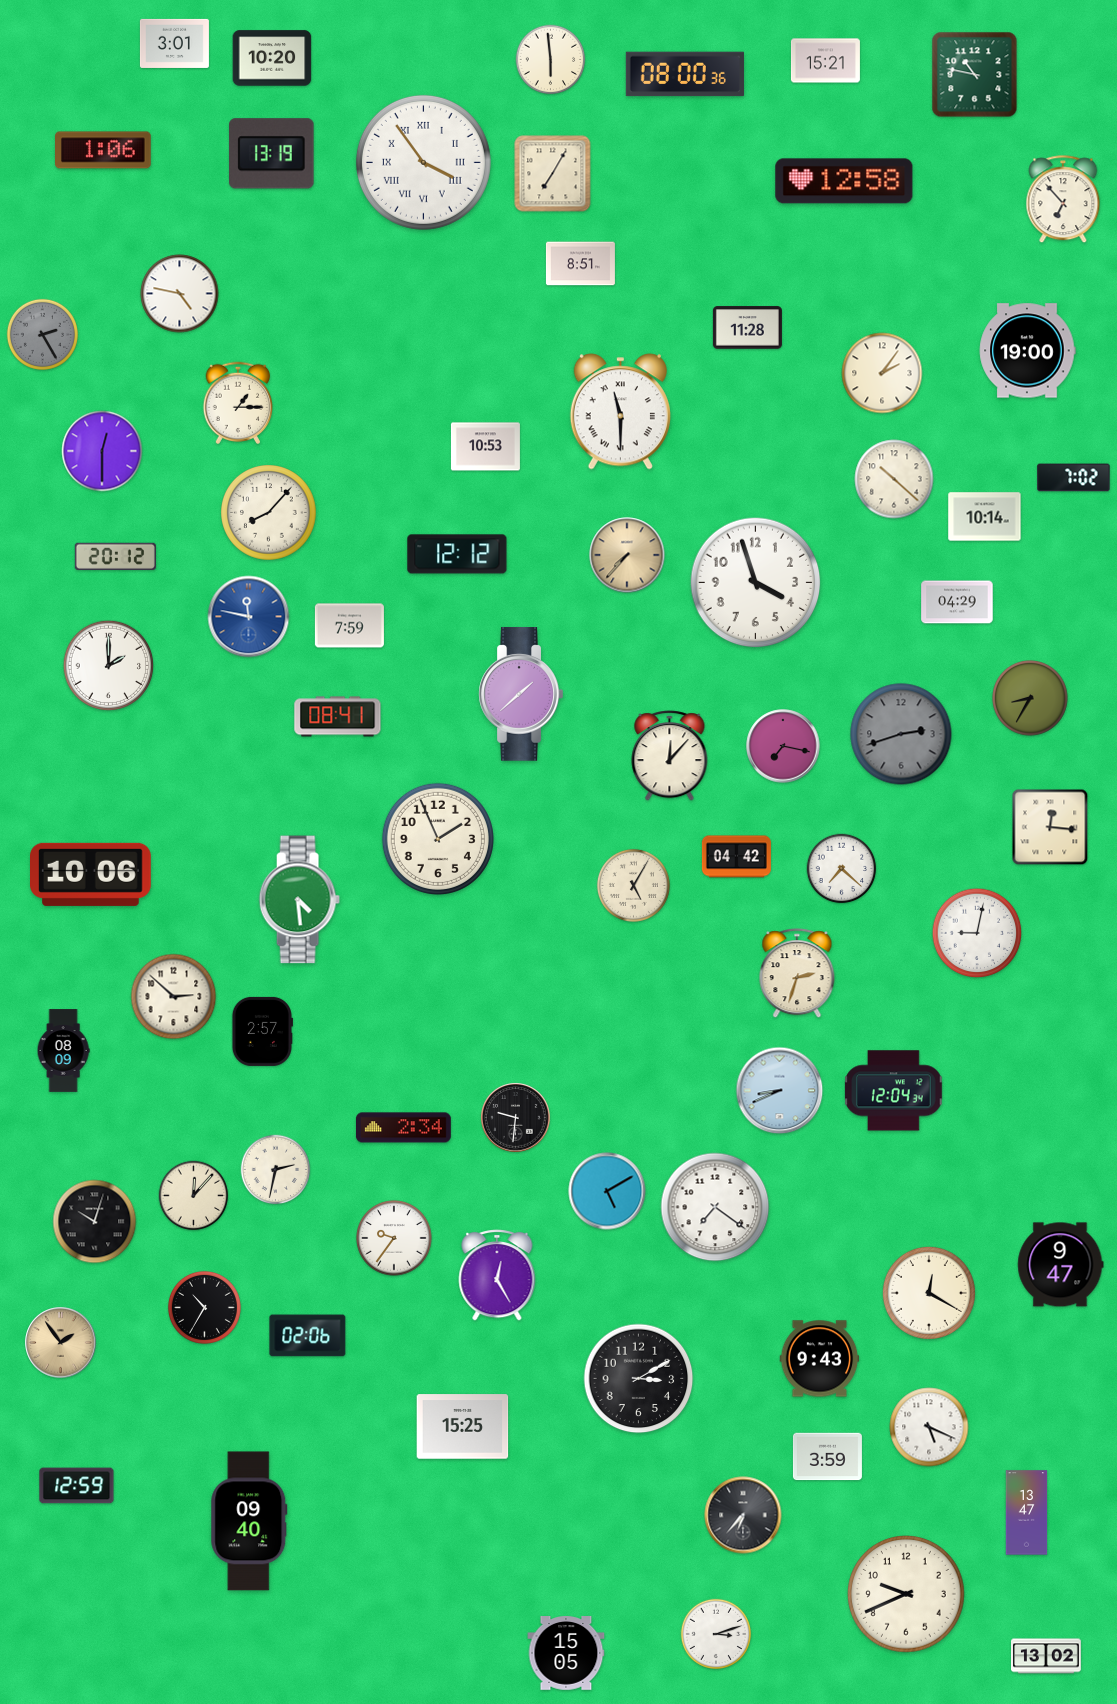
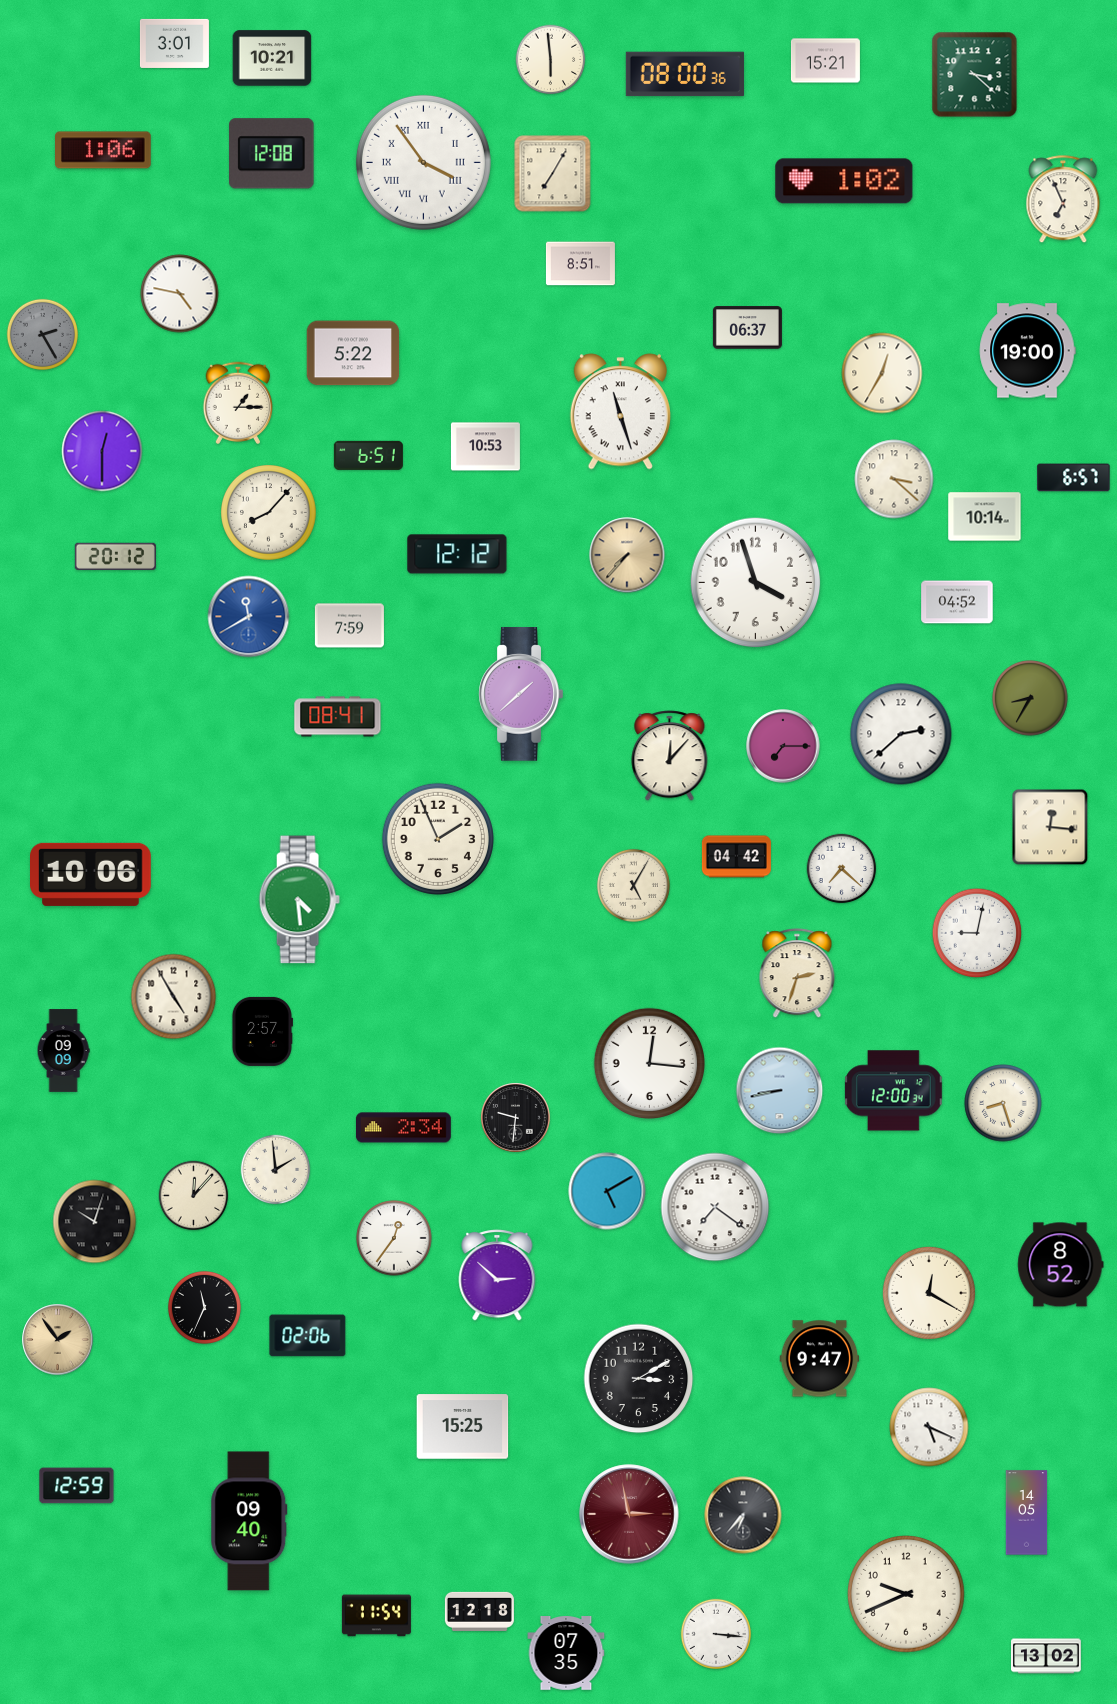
clock at (272, 58): 10:20 -> 10:21
clock at (975, 75): 10:47 -> 3:22
clock at (272, 154): 13:19 -> 12:08
clock at (844, 181): 12:58 -> 1:02
clock at (1063, 200): 6:53 -> 6:56
clock at (747, 328): 11:28 -> 06:37
clock at (353, 353): none -> 5:22
clock at (882, 373): 2:06 -> 12:35
clock at (620, 412): 11:30 -> 11:27
clock at (368, 455): none -> 6:51
clock at (1074, 478): 7:02 -> 6:57
clock at (894, 479): 10:22 -> 3:22
clock at (957, 602): 04:29 -> 04:52
clock at (249, 617): 11:47 -> 11:40
clock at (109, 666): 2:00 -> none
clock at (901, 734): 2:42 -> 2:38
clock at (901, 734) dial: grey -> white
clock at (783, 746): 7:17 -> 7:15
clock at (174, 997): 2:52 -> 4:55
clock at (63, 1051): 08:09 -> 09:09
clock at (649, 1063): none -> 12:16
clock at (780, 1091): 8:41 -> 8:43
clock at (894, 1091): 12:04 -> 12:00
clock at (1003, 1103): none -> 8:27
clock at (276, 1170): 2:32 -> 1:59
clock at (394, 1238): 9:36 -> 12:36
clock at (1061, 1265): 9:47 -> 8:52
clock at (497, 1276): 12:25 -> 2:52
clock at (204, 1307): 10:35 -> 11:34
clock at (61, 1343) position: (61, 1343) -> (58, 1340)
clock at (820, 1359): 9:43 -> 9:47
clock at (827, 1457): 3:59 -> none
clock at (1027, 1513): 13:47 -> 14:05
clock at (629, 1514): none -> 2:58
clock at (479, 1611): none -> 12:18
clock at (376, 1616): none -> 11:54
clock at (716, 1634): 3:12 -> 3:16
clock at (566, 1654): 15:05 -> 07:35
